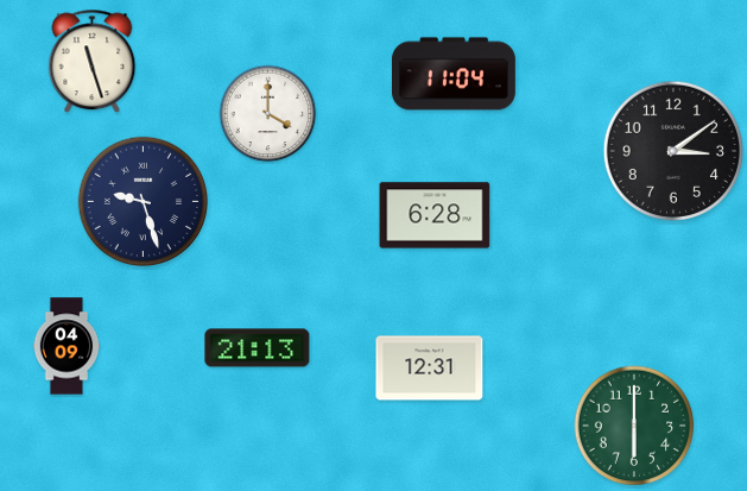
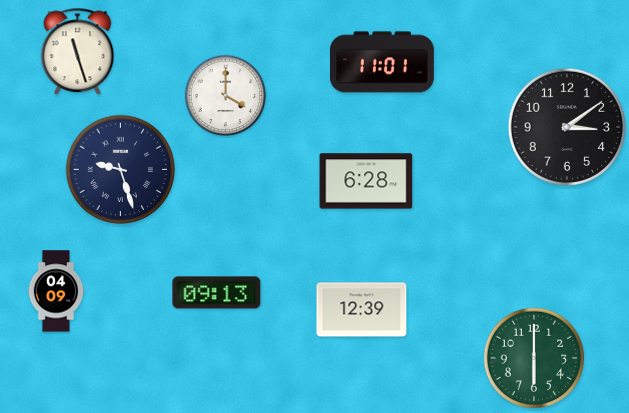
clock at (454, 74): 11:04 -> 11:01
clock at (258, 348): 21:13 -> 09:13
clock at (430, 369): 12:31 -> 12:39
